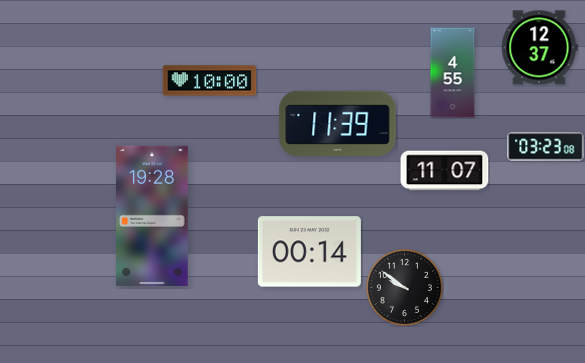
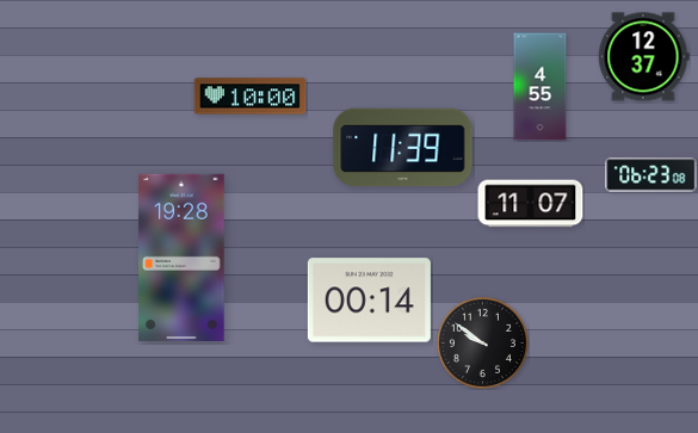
clock at (546, 147): 03:23 -> 06:23
